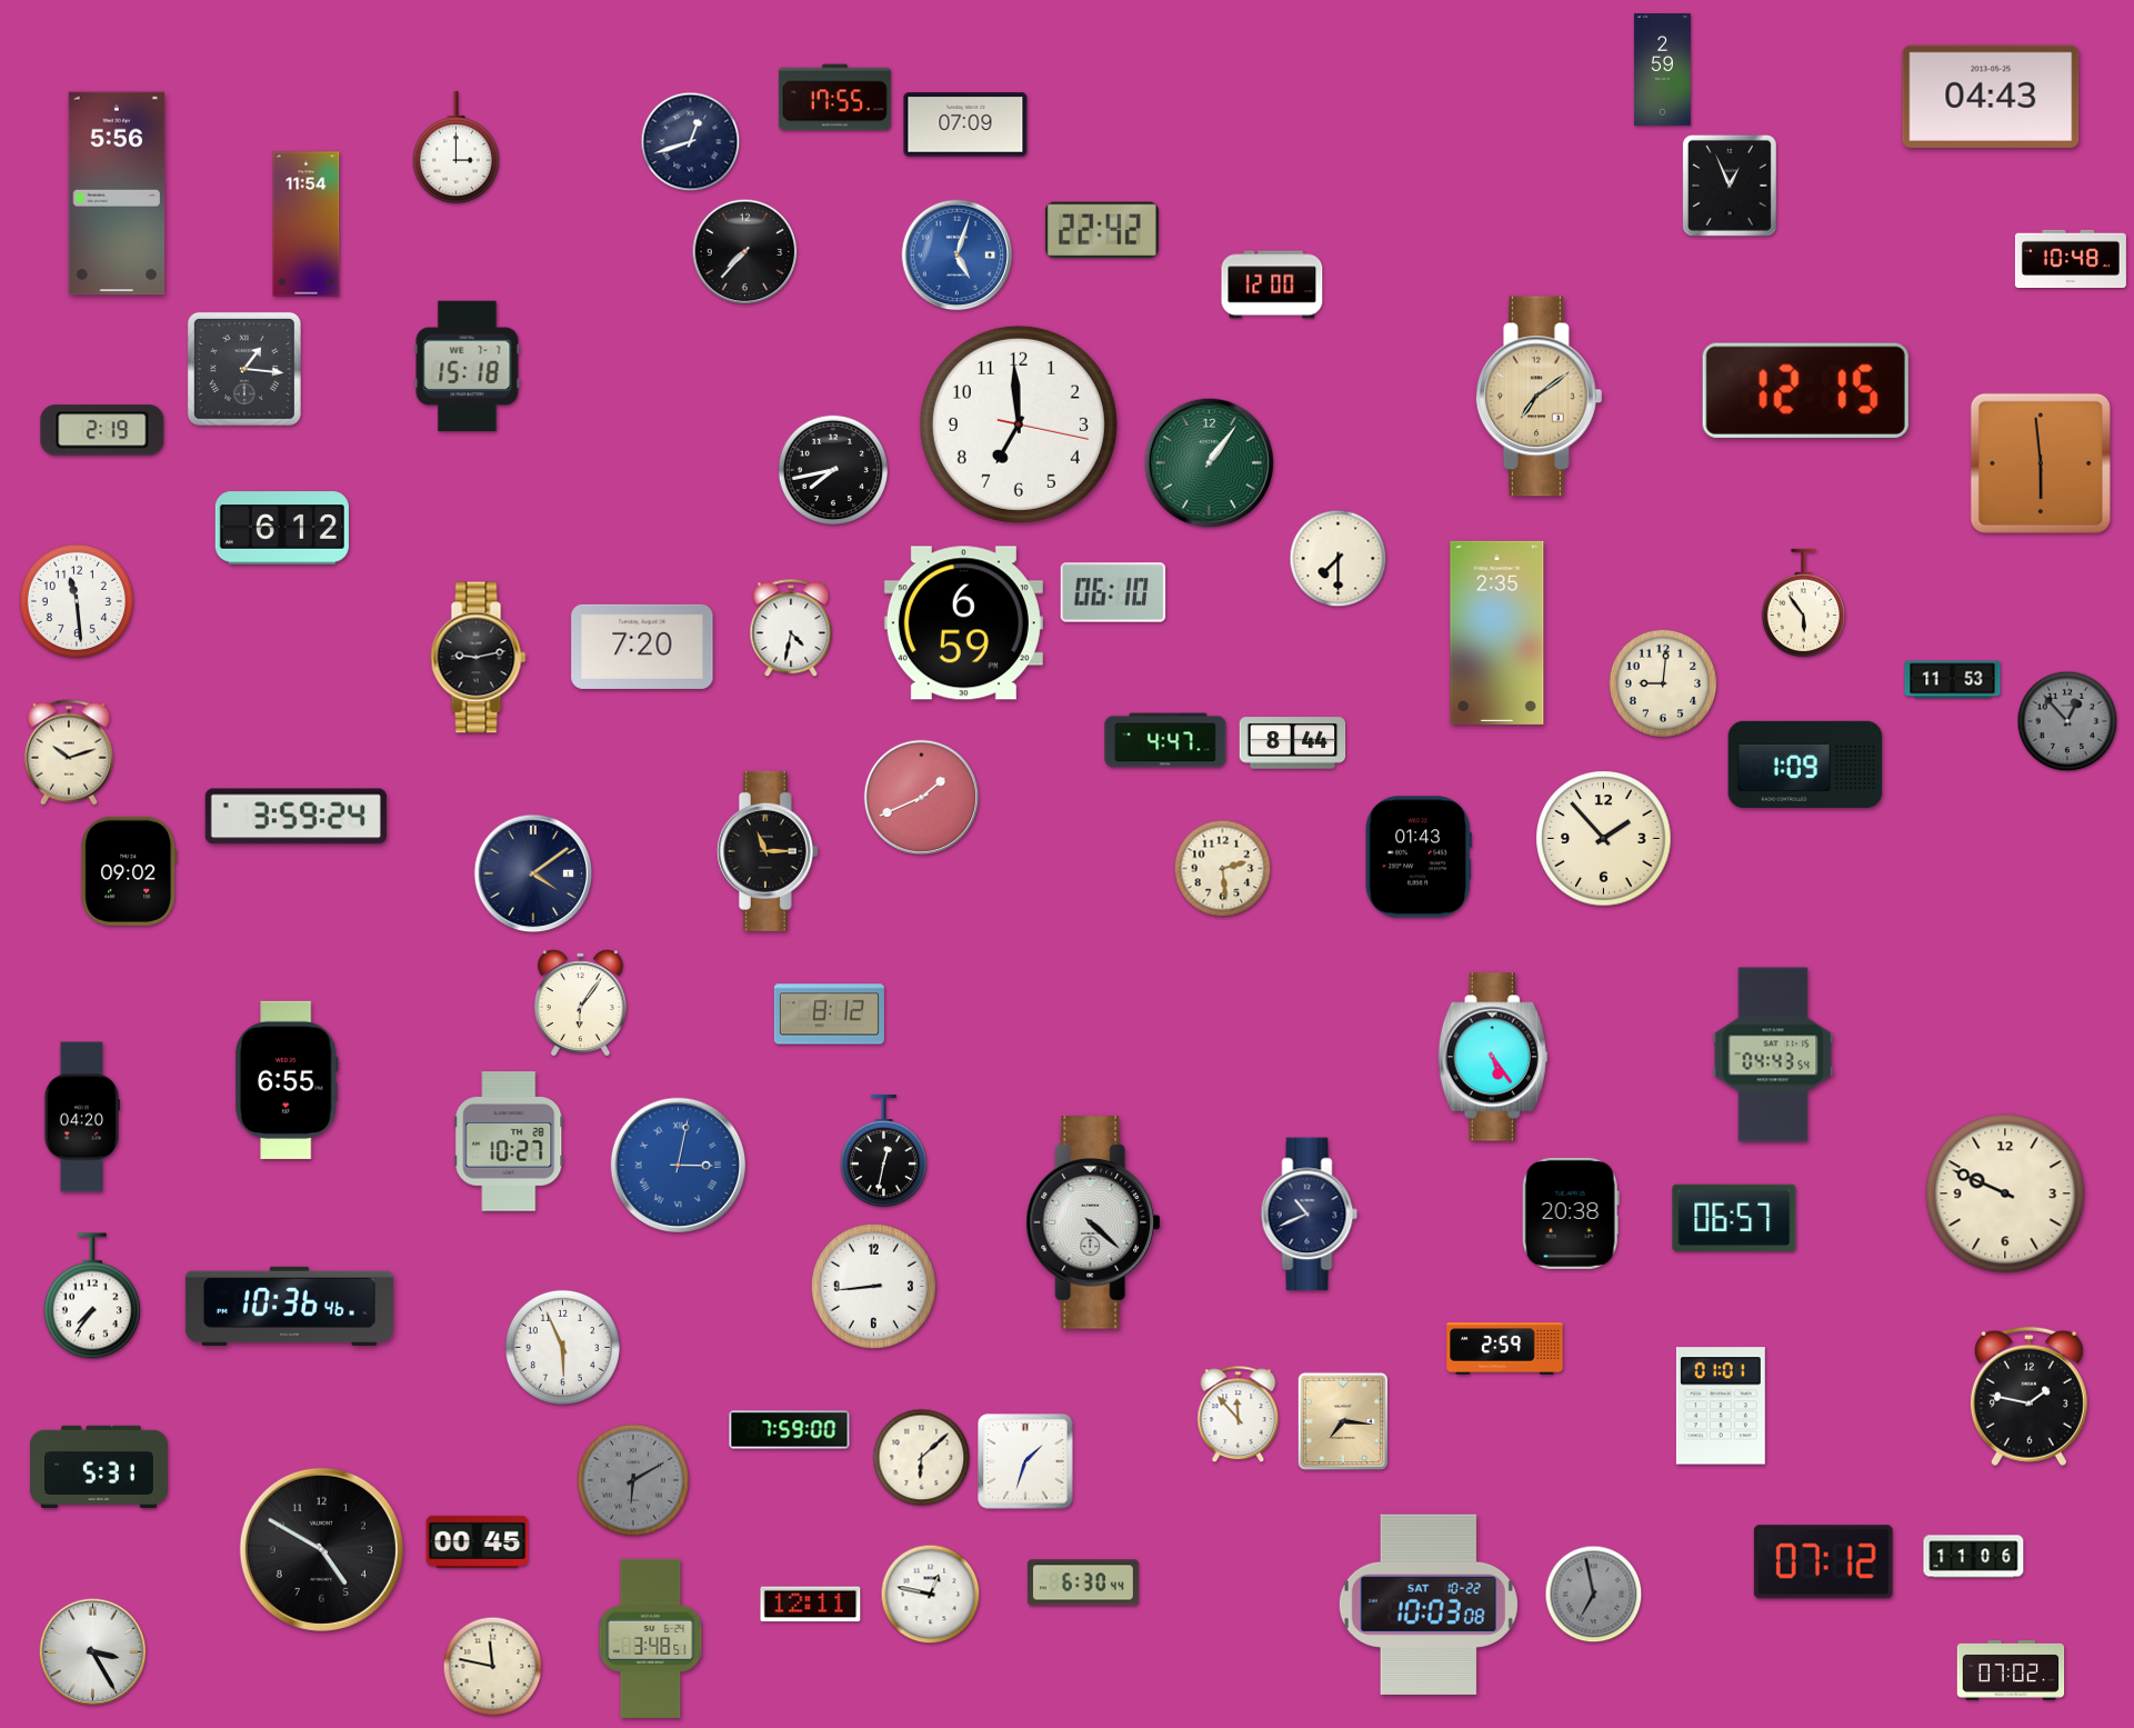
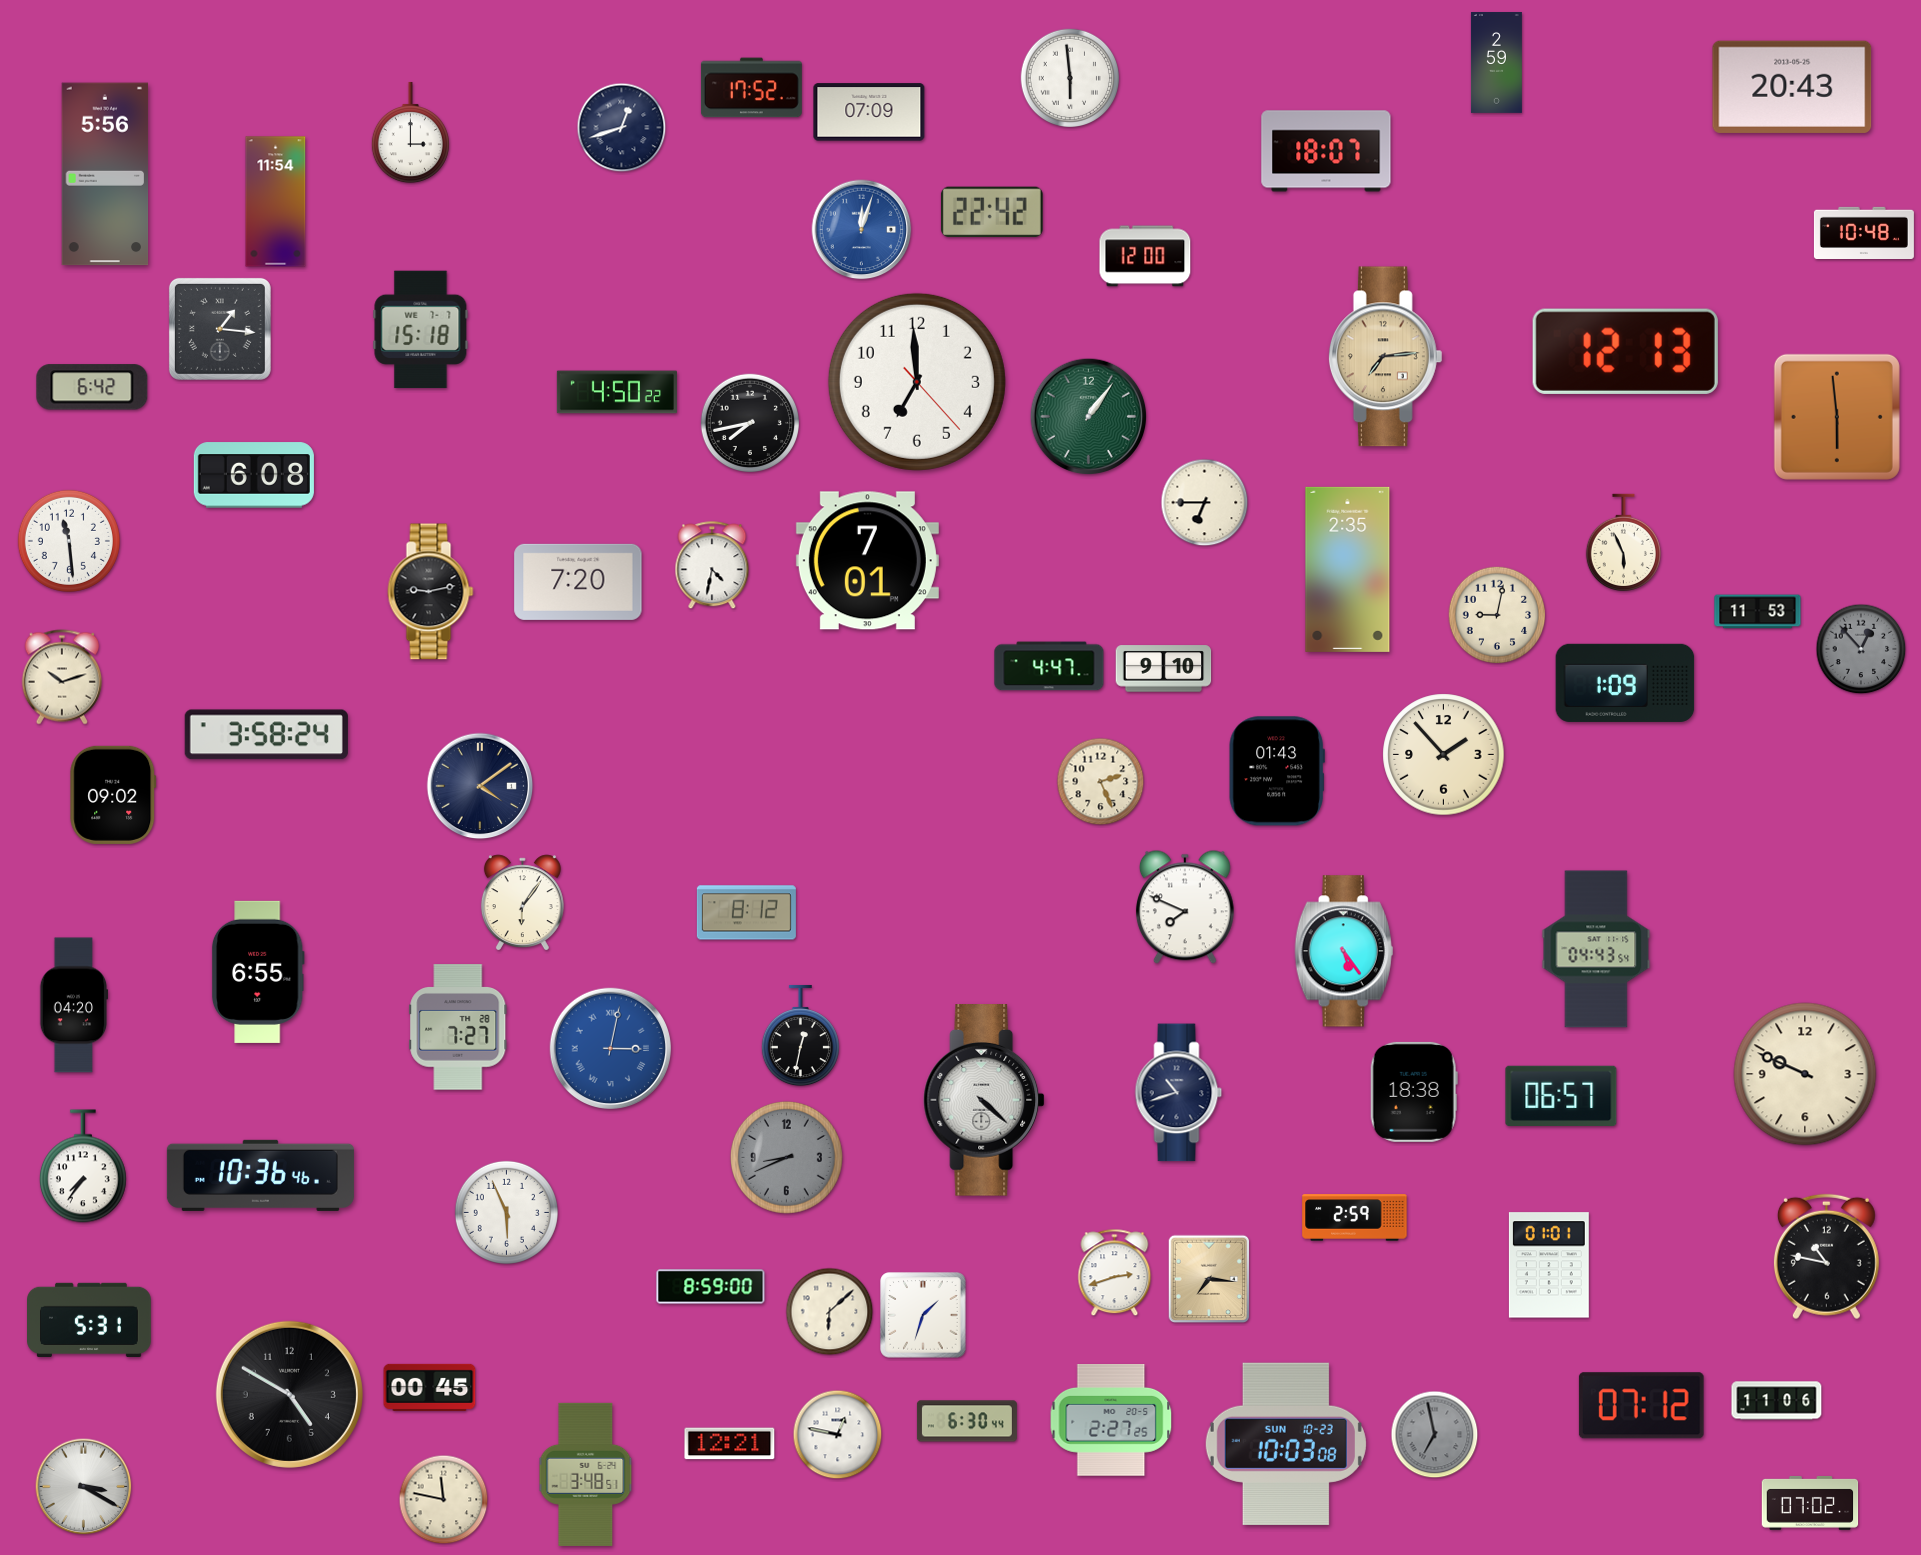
clock at (1069, 77): none -> 5:59
clock at (1991, 97): 04:43 -> 20:43
clock at (834, 98): 17:55 -> 17:52
clock at (1326, 151): none -> 18:07
clock at (1730, 186): 12:56 -> none
clock at (1102, 230) position: (1102, 230) -> (992, 212)
clock at (745, 252): 7:37 -> none
clock at (958, 256): 5:03 -> 12:03
clock at (244, 369) position: (244, 369) -> (220, 329)
clock at (1805, 390): 12:15 -> 12:13
clock at (1539, 397): 7:09 -> 7:14
clock at (1019, 424): 6:59:17 -> 6:59:23
clock at (102, 430): 2:19 -> 6:42
clock at (617, 392): none -> 4:50
clock at (282, 528): 6:12 -> 6:08
clock at (1339, 559): 7:30 -> 6:45
clock at (1113, 592): 06:10 -> none
clock at (1803, 603): 5:54 -> 5:56
clock at (963, 623): 6:59 -> 7:01
clock at (1663, 683): 9:01 -> 9:02
clock at (1293, 743): 8:44 -> 9:10
clock at (1805, 765) position: (1805, 765) -> (1625, 683)
clock at (922, 798): 1:41 -> none
clock at (295, 817): 3:59 -> 3:58
clock at (768, 851): 11:15 -> none
clock at (1223, 869): 2:29 -> 2:26
clock at (129, 871) position: (129, 871) -> (113, 795)
clock at (1185, 907): none -> 7:49
clock at (509, 1141): 10:27 -> 7:27
clock at (883, 1151) position: (883, 1151) -> (800, 1036)
clock at (1571, 1213): 20:38 -> 18:38
clock at (1310, 1215): 10:41 -> 10:42
clock at (873, 1286): 8:44 -> 8:41
clock at (873, 1286) dial: white -> grey
clock at (1505, 1349) position: (1505, 1349) -> (1355, 1218)
clock at (2028, 1397): 1:47 -> 10:47
clock at (1239, 1415): 11:53 -> 2:42
clock at (790, 1430): 7:59 -> 8:59
clock at (633, 1480): 6:10 -> none
clock at (1111, 1421): none -> 2:27
clock at (1083, 1582) position: (1083, 1582) -> (967, 1421)
clock at (811, 1605): 12:11 -> 12:21
clock at (1429, 1605) date: SAT 10-22 -> SUN 10-23
clock at (93, 1652): 3:25 -> 3:20
